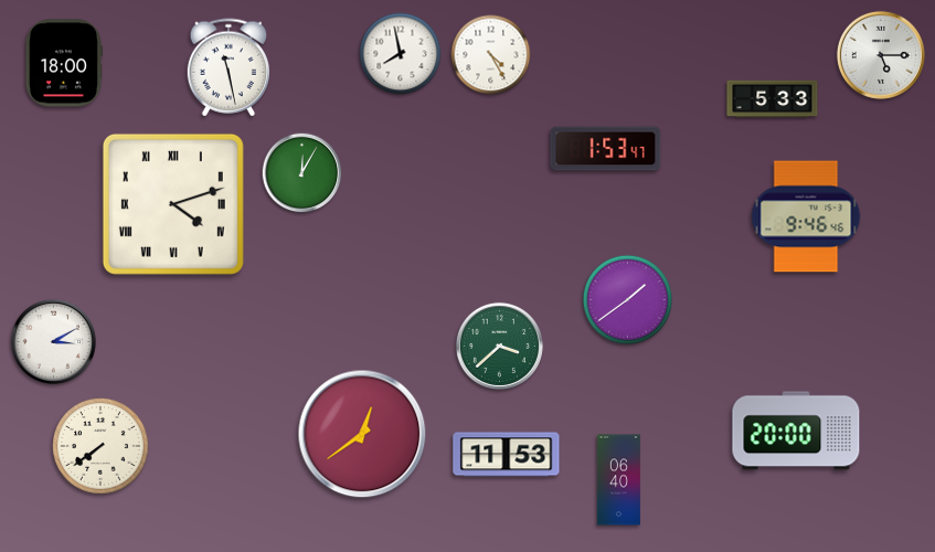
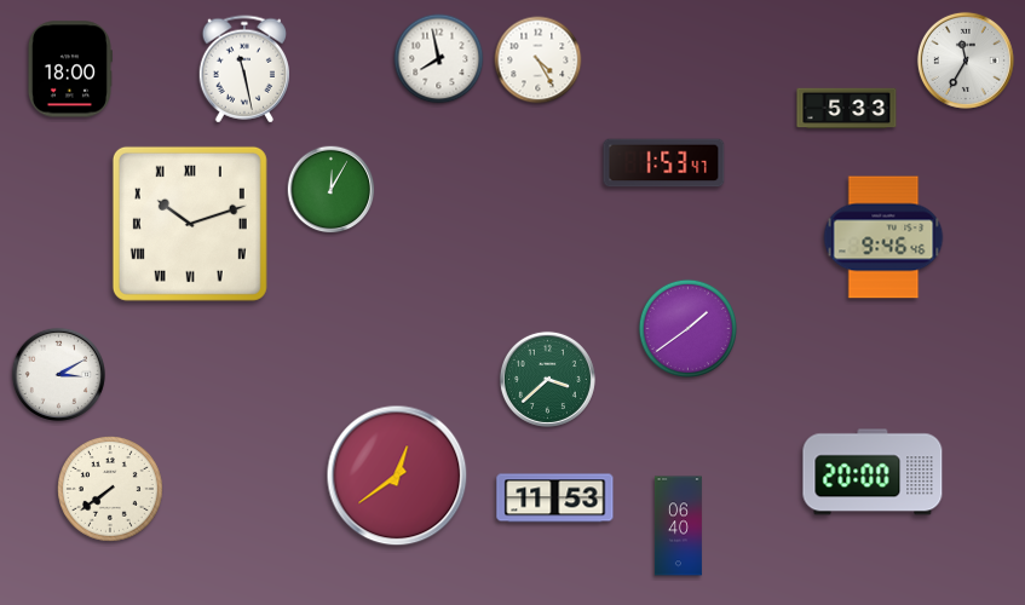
clock at (881, 55): 5:15 -> 11:35
clock at (227, 67) position: (227, 67) -> (243, 69)
clock at (173, 204): 4:12 -> 10:12
